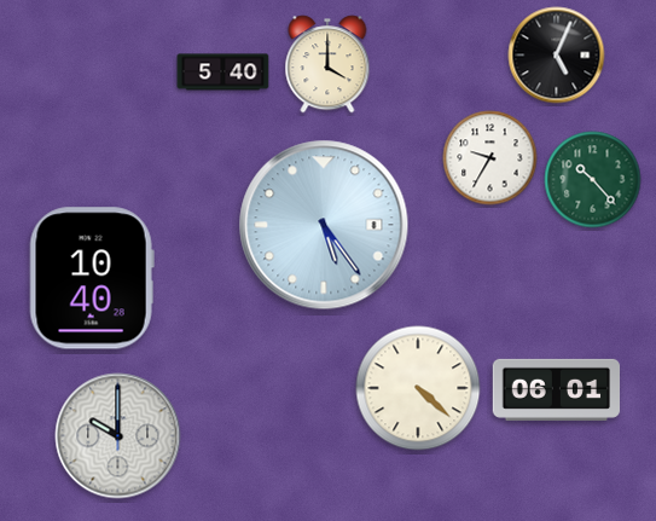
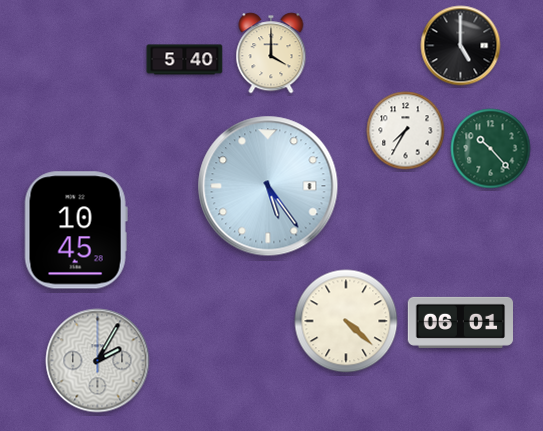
clock at (557, 56): 5:04 -> 5:00
clock at (490, 158): 9:35 -> 7:35
clock at (92, 278): 10:40 -> 10:45
clock at (118, 436): 10:00 -> 2:05
